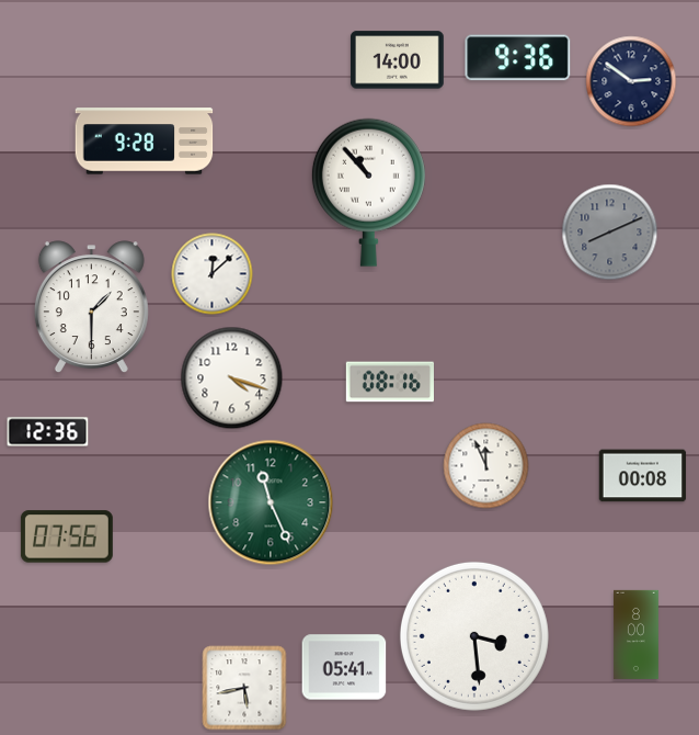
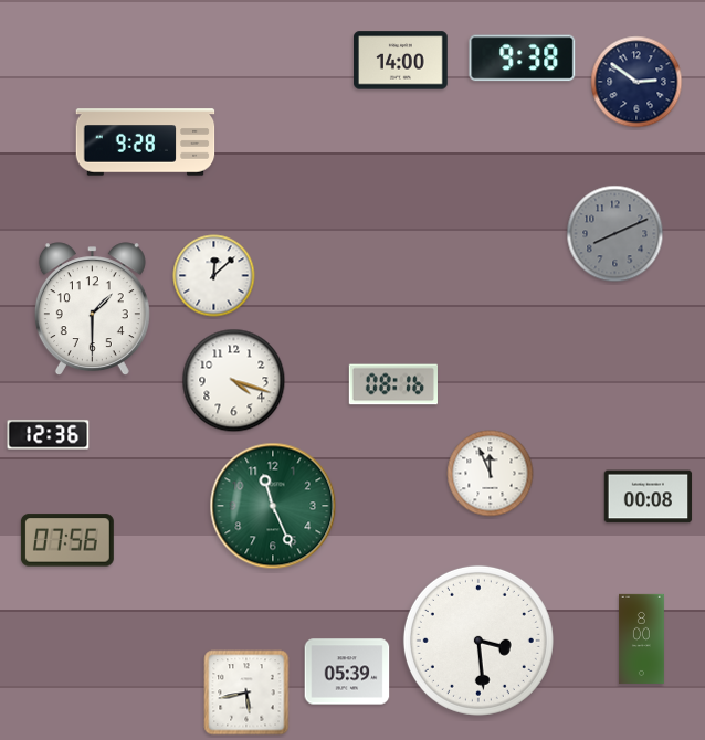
clock at (518, 58): 9:36 -> 9:38
clock at (368, 192): 10:53 -> none
clock at (486, 466) position: (486, 466) -> (491, 474)
clock at (643, 476) position: (643, 476) -> (649, 497)
clock at (344, 667): 05:41 -> 05:39
